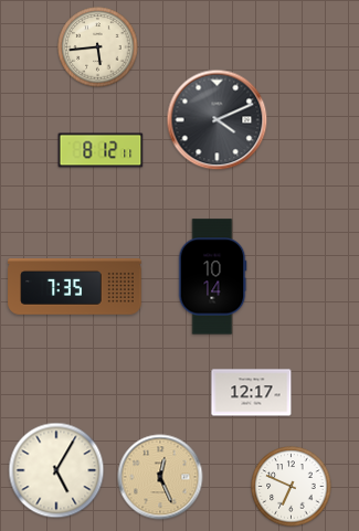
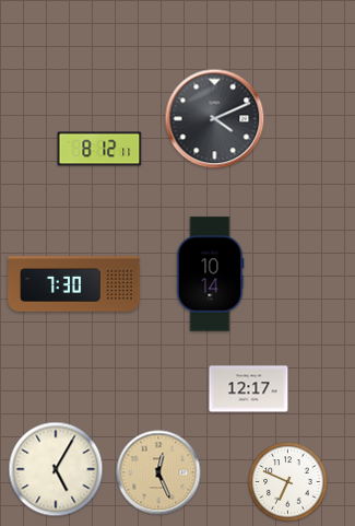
clock at (98, 47): 5:44 -> none
clock at (75, 287): 7:35 -> 7:30
clock at (56, 470) position: (56, 470) -> (56, 469)
